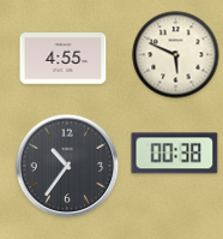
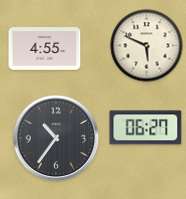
clock at (64, 59) position: (64, 59) -> (45, 49)
clock at (175, 154): 00:38 -> 06:27
